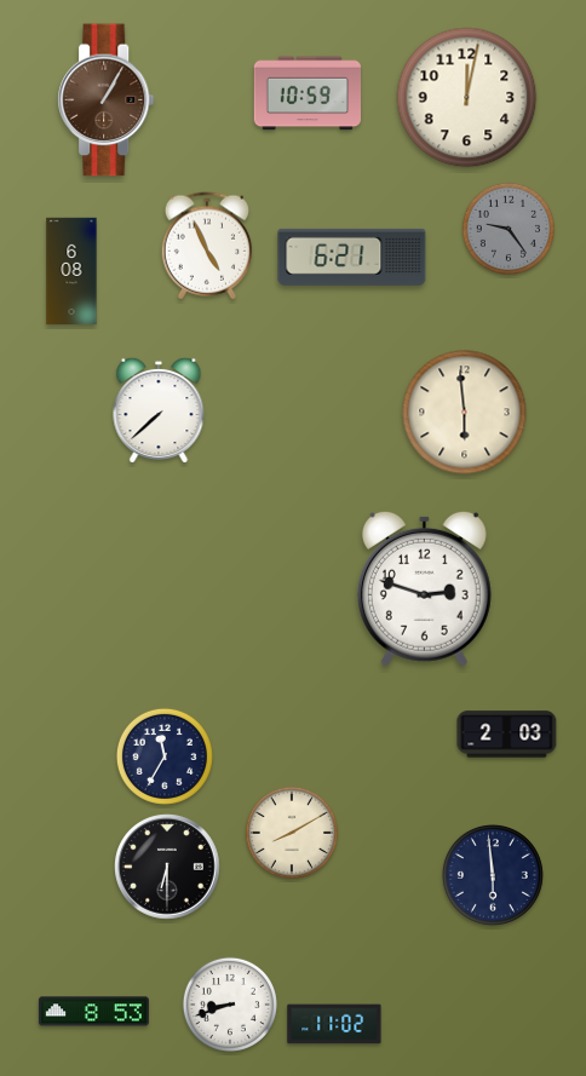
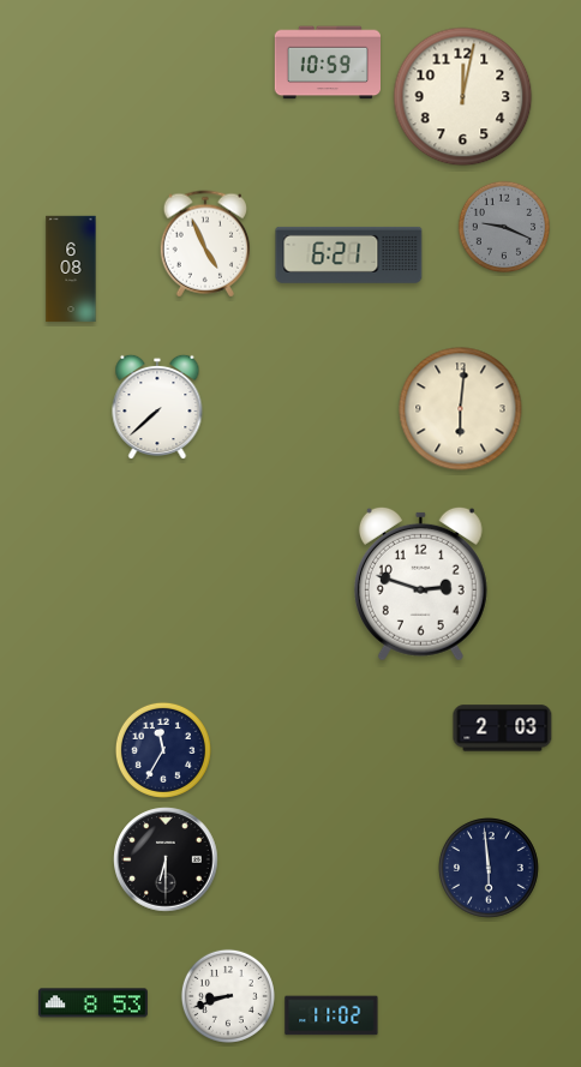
clock at (306, 93) position: (306, 93) -> (327, 62)
clock at (107, 100): 1:05 -> none
clock at (507, 228): 9:24 -> 9:19
clock at (465, 413): 5:59 -> 6:01
clock at (291, 832): 8:10 -> none
